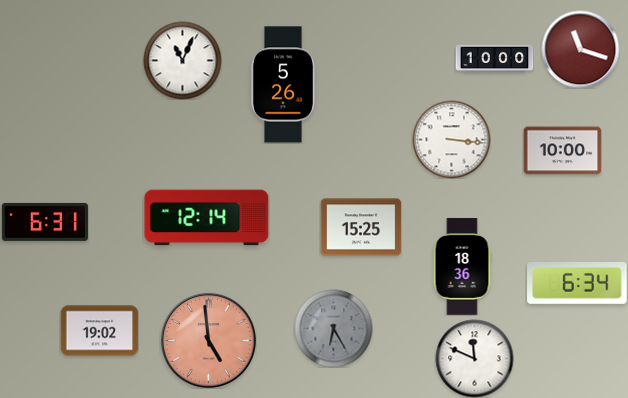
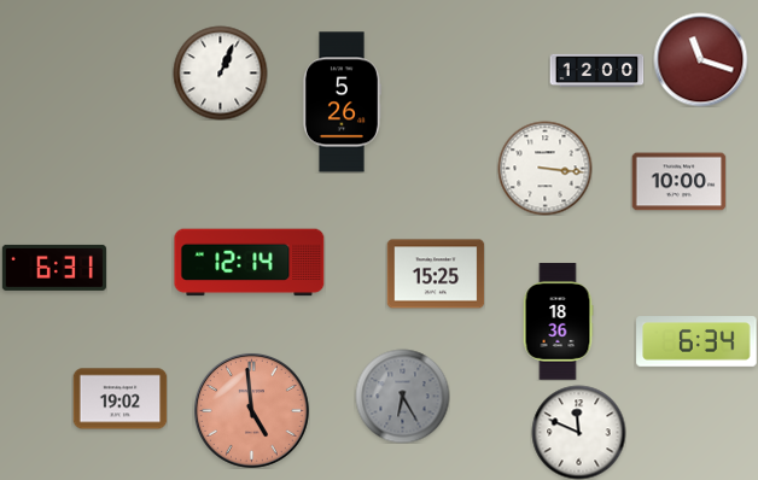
clock at (494, 59): 10:00 -> 12:00
clock at (182, 60): 11:04 -> 1:04
clock at (474, 358) position: (474, 358) -> (578, 432)
